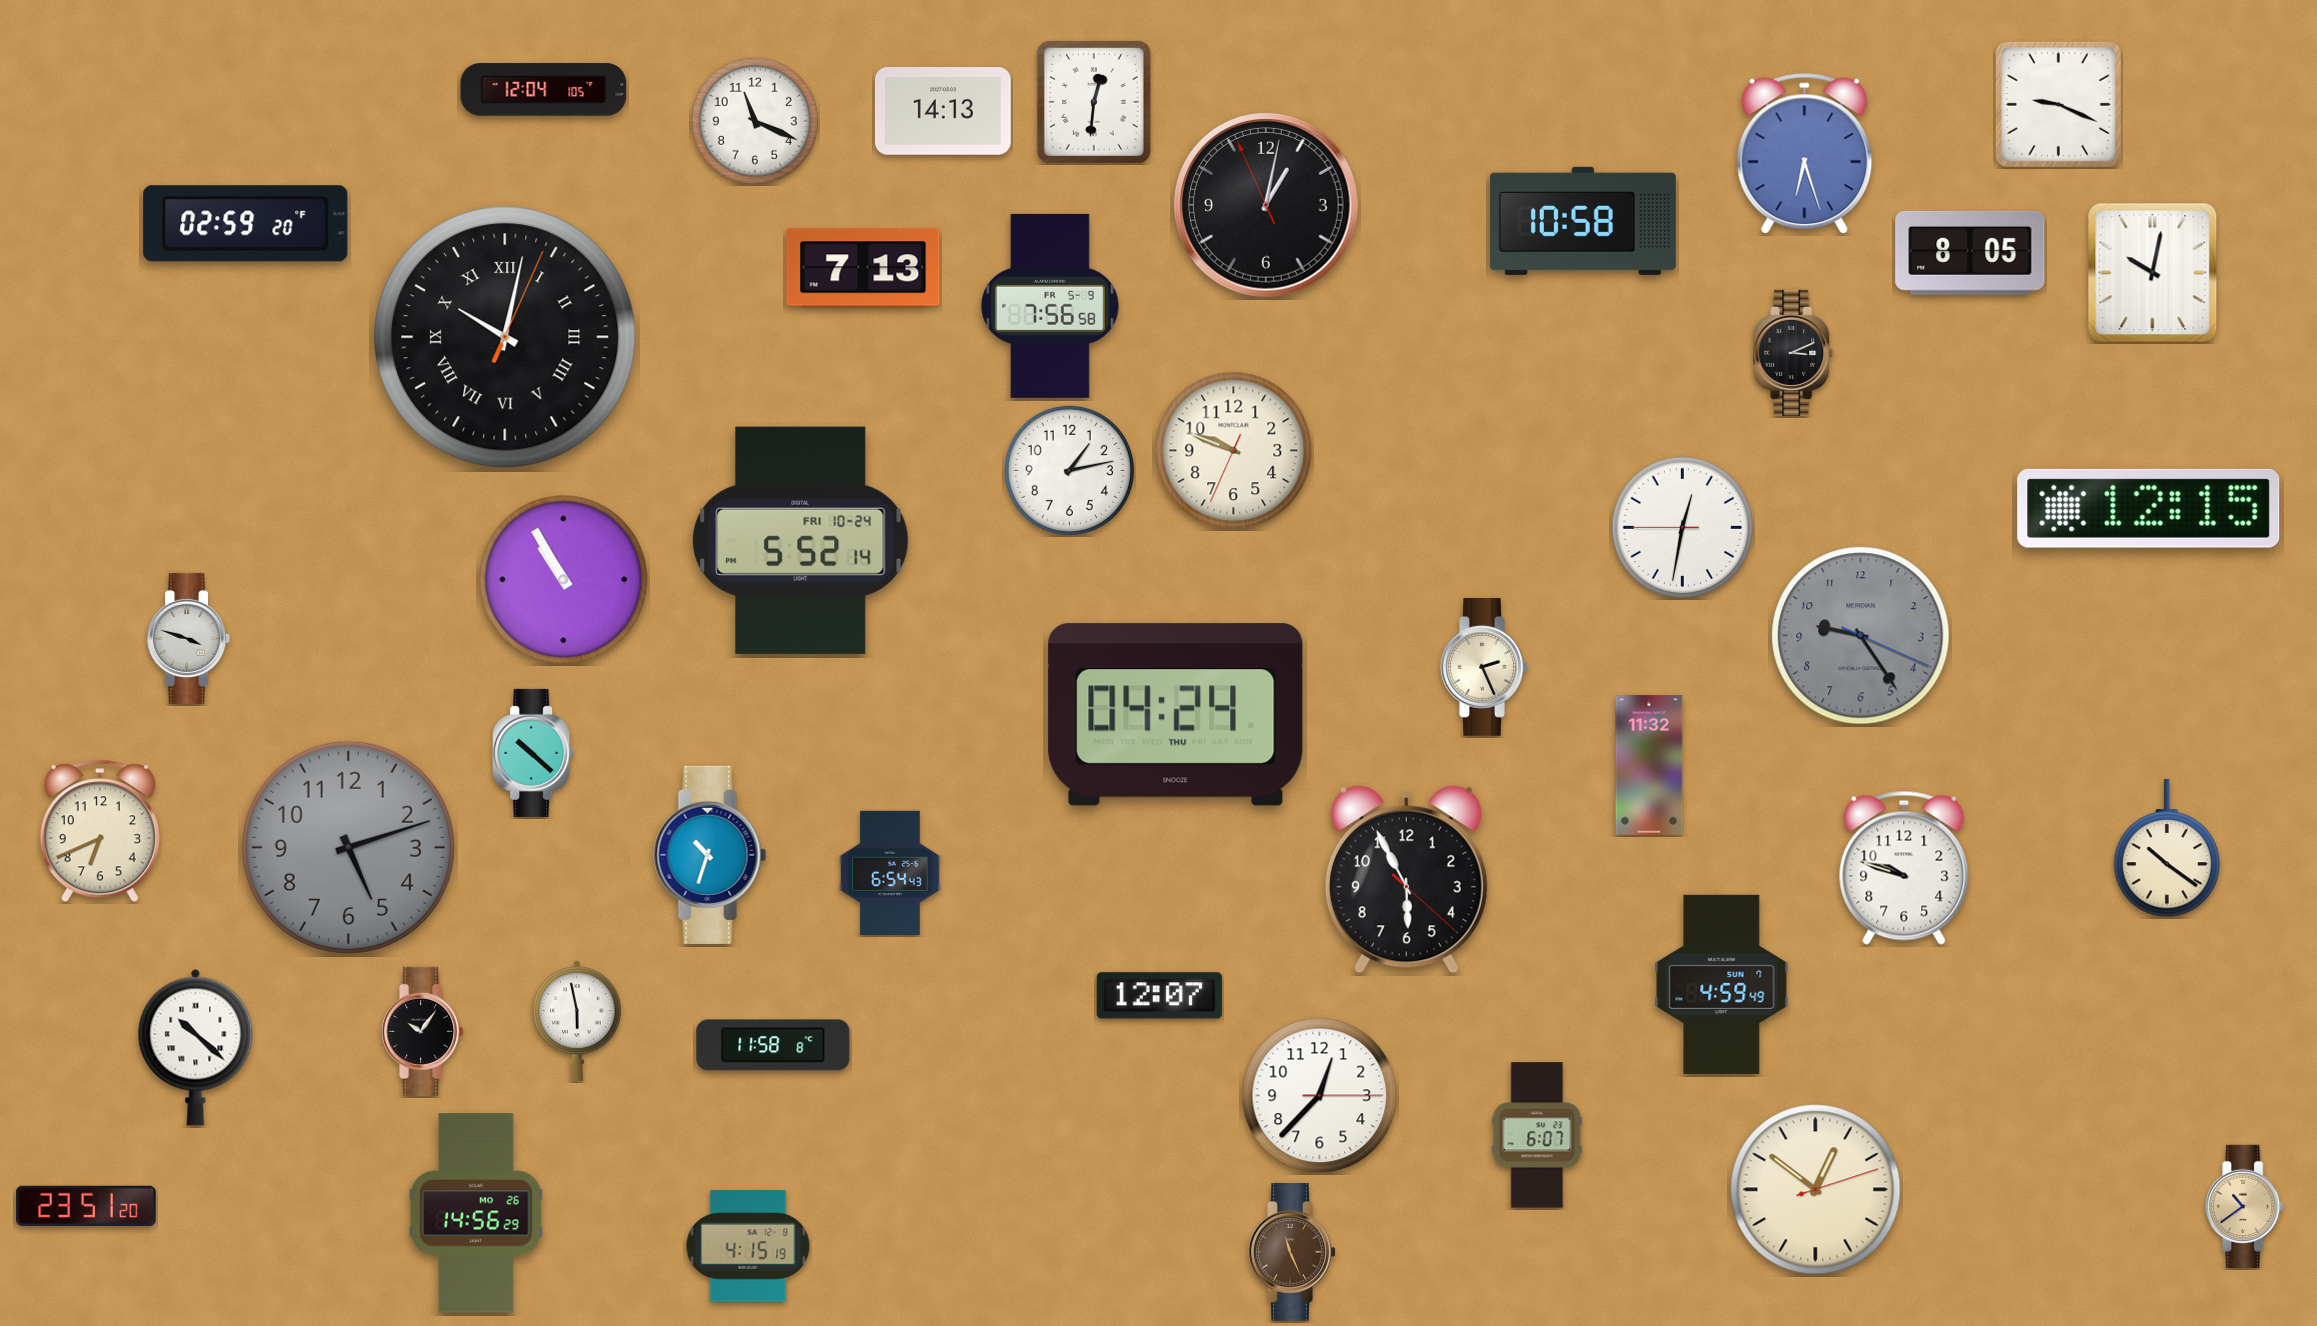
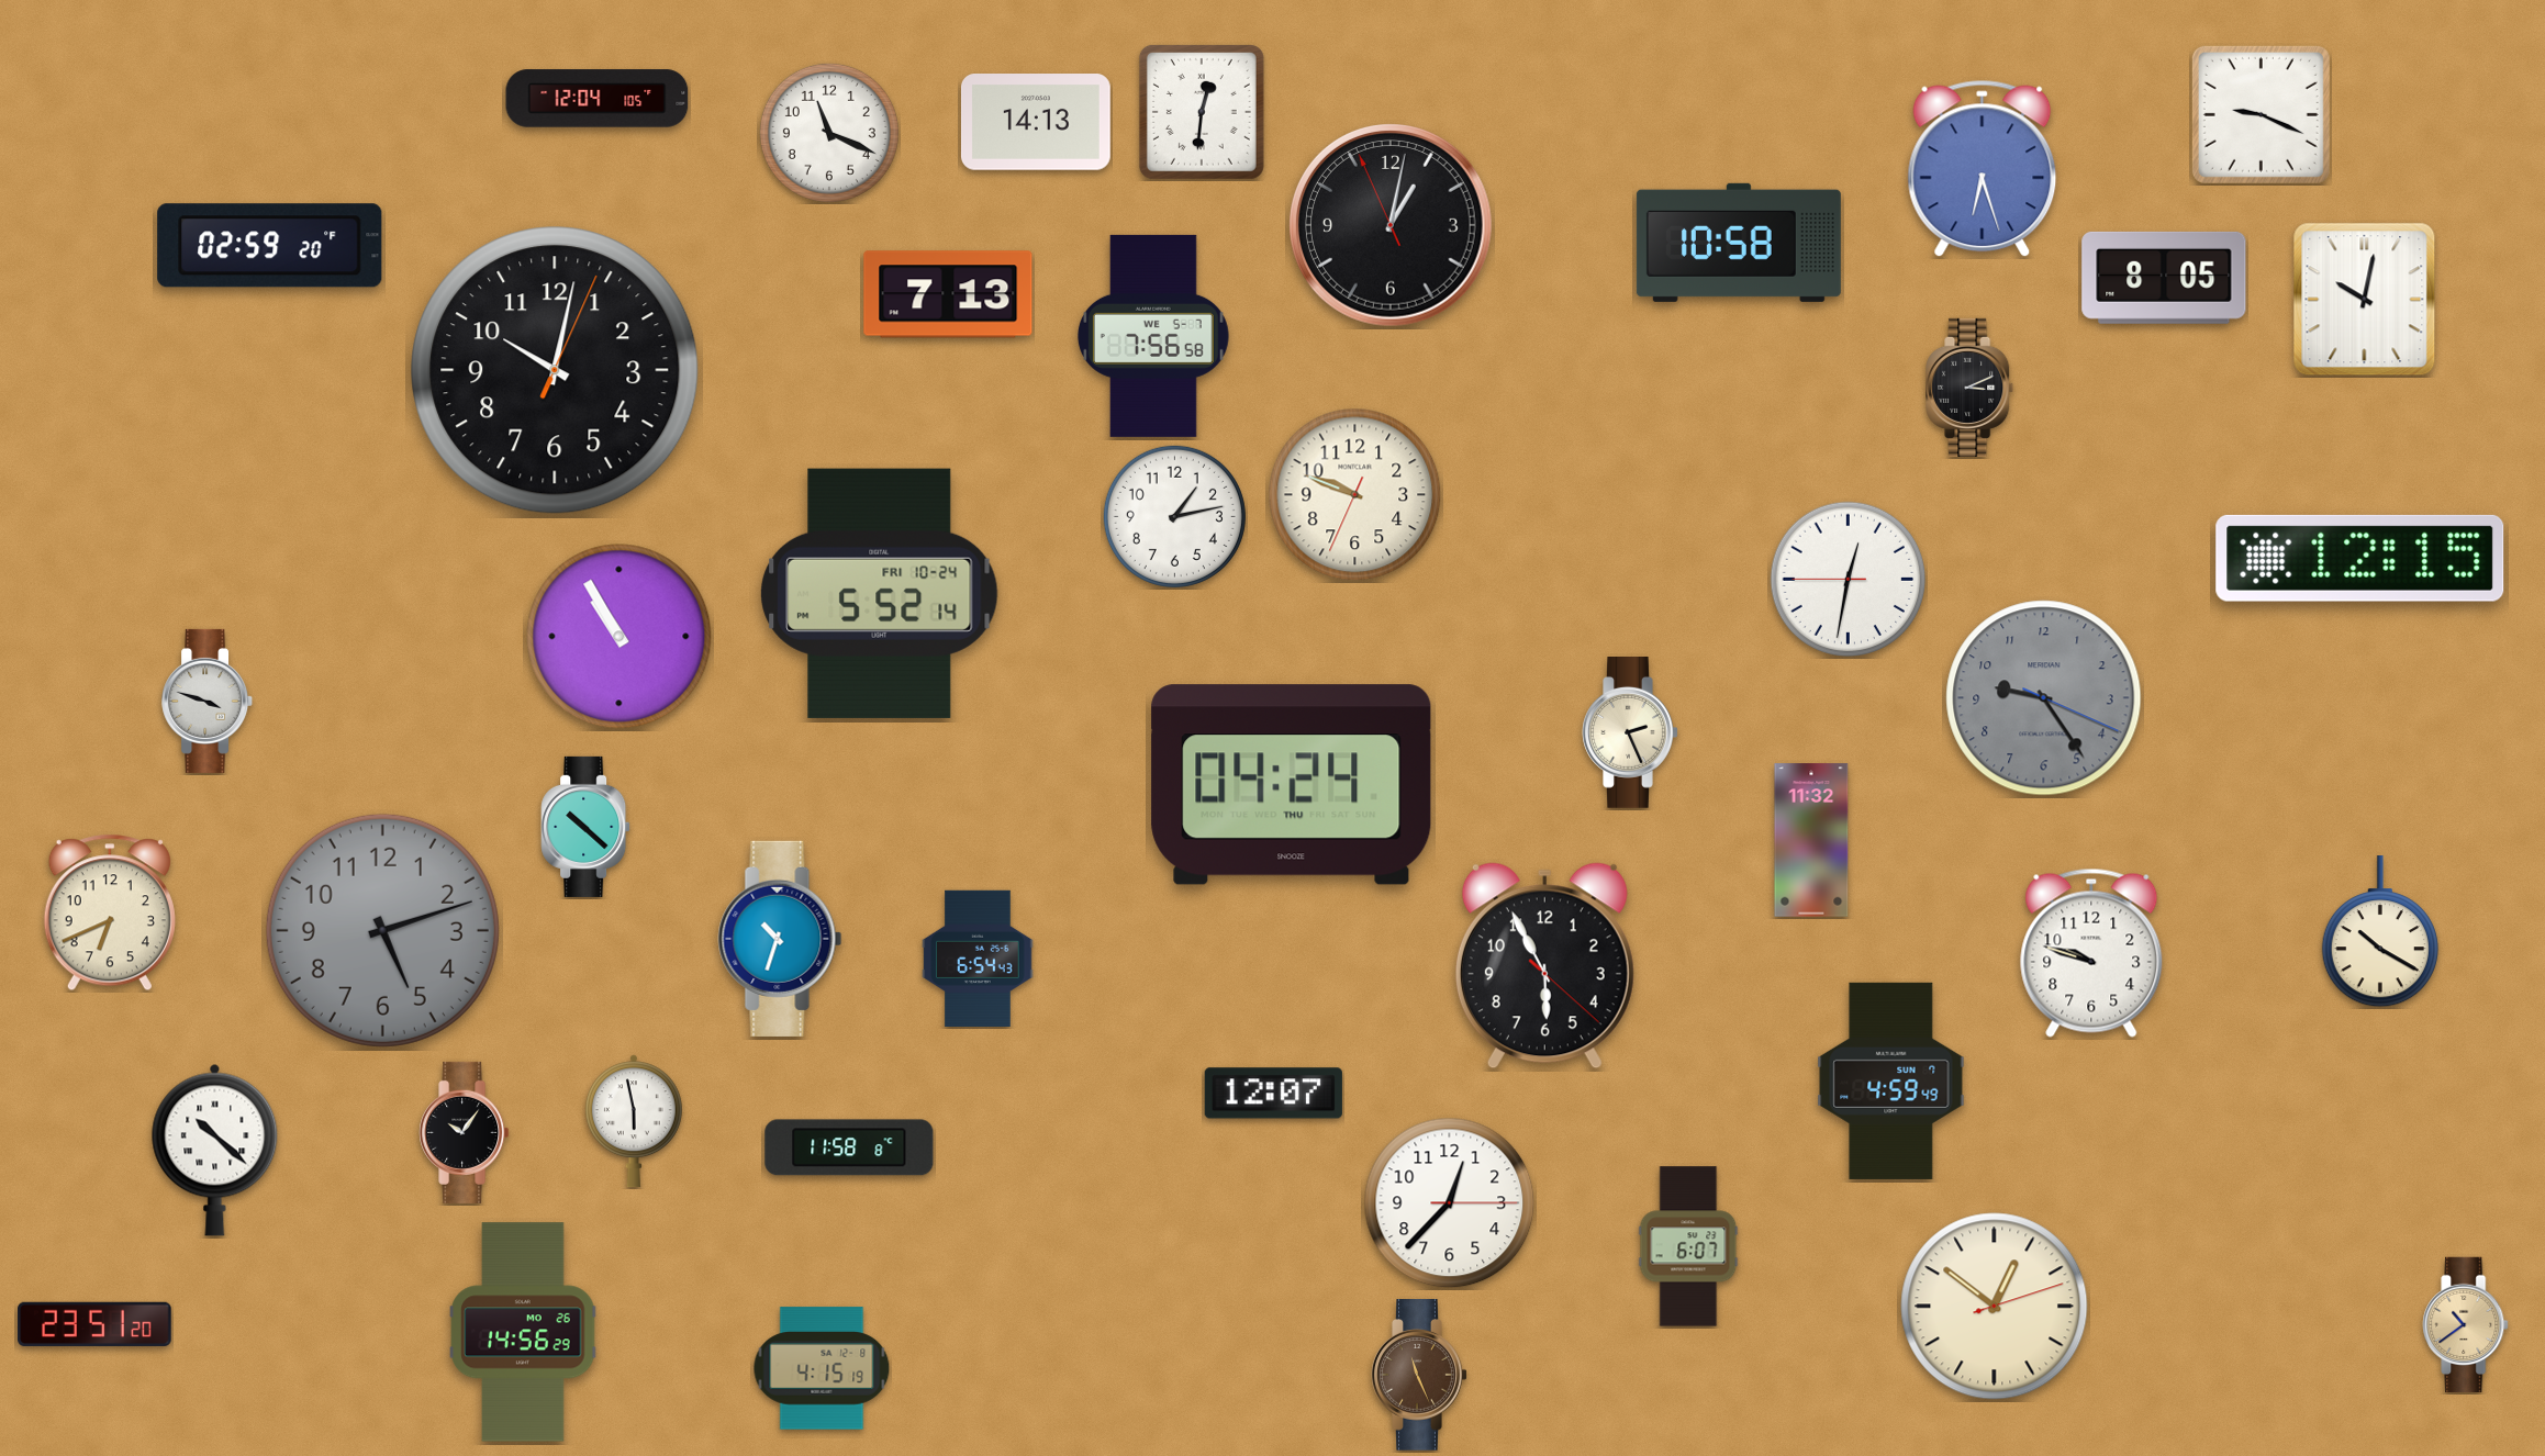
clock at (1050, 306) date: FR 5-9 -> WE 5-7
clock at (505, 337) numerals: Roman -> Arabic
clock at (2167, 849): 10:21 -> 10:20
